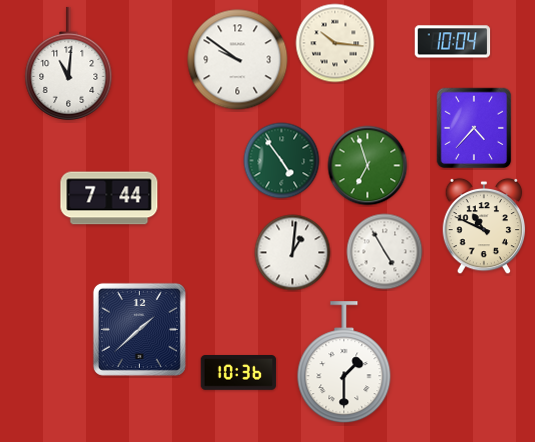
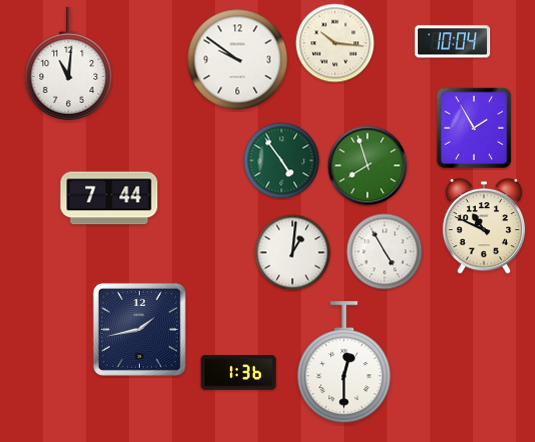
clock at (474, 128): 4:37 -> 1:55
clock at (368, 166): 6:57 -> 7:57
clock at (139, 329): 1:38 -> 1:43
clock at (344, 363): 1:30 -> 12:30
clock at (239, 373): 10:36 -> 1:36
